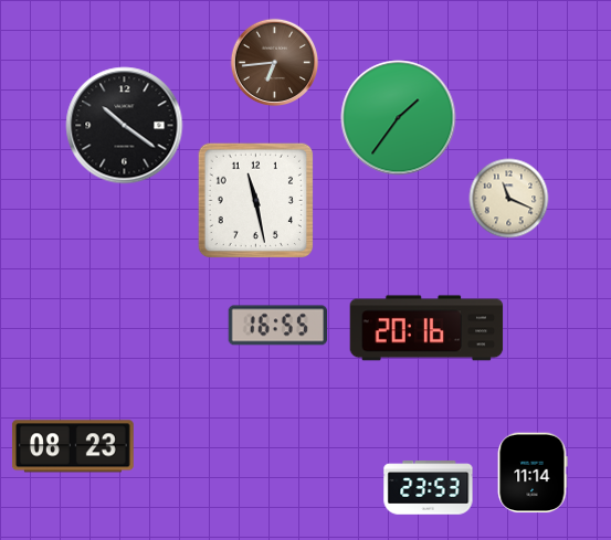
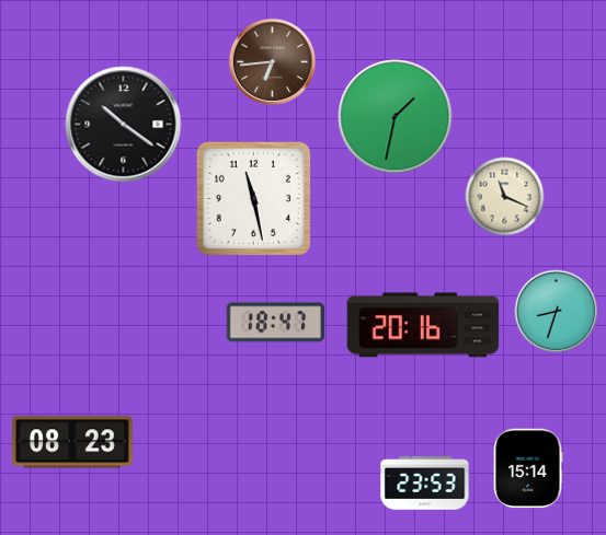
clock at (399, 118): 1:36 -> 1:32
clock at (557, 312): none -> 8:33
clock at (278, 326): 16:55 -> 18:47
clock at (533, 473): 11:14 -> 15:14
